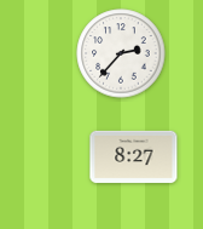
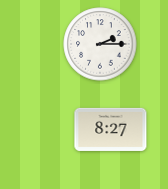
clock at (121, 53): 2:37 -> 2:15
